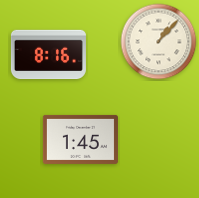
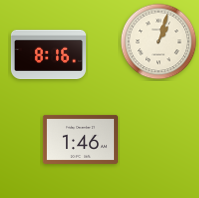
clock at (159, 42): 1:07 -> 1:03
clock at (80, 139): 1:45 -> 1:46
